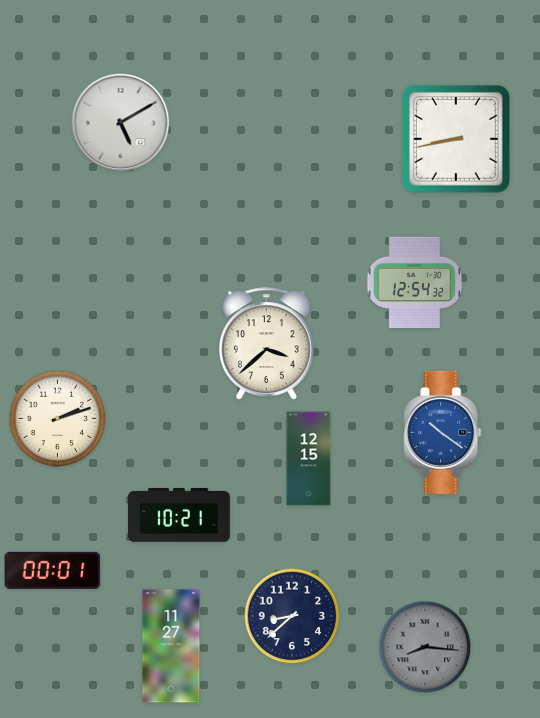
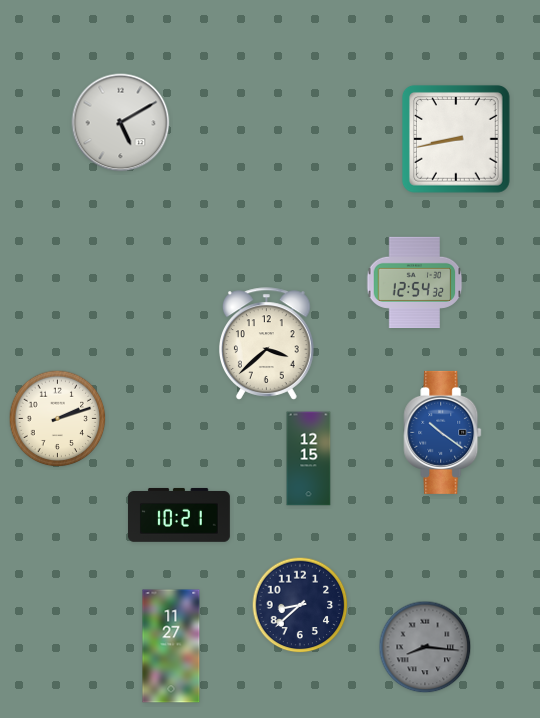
clock at (53, 570): 00:01 -> none
clock at (292, 616) position: (292, 616) -> (300, 605)
